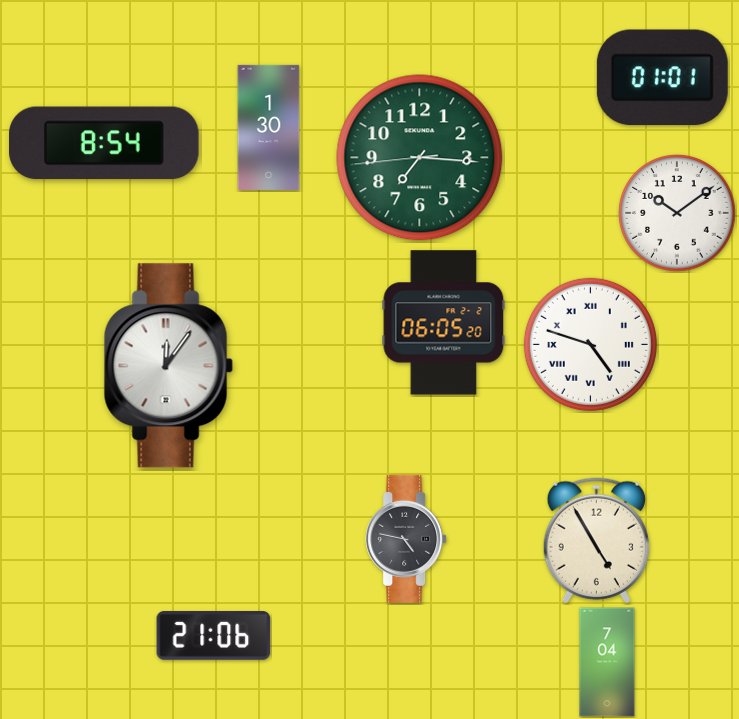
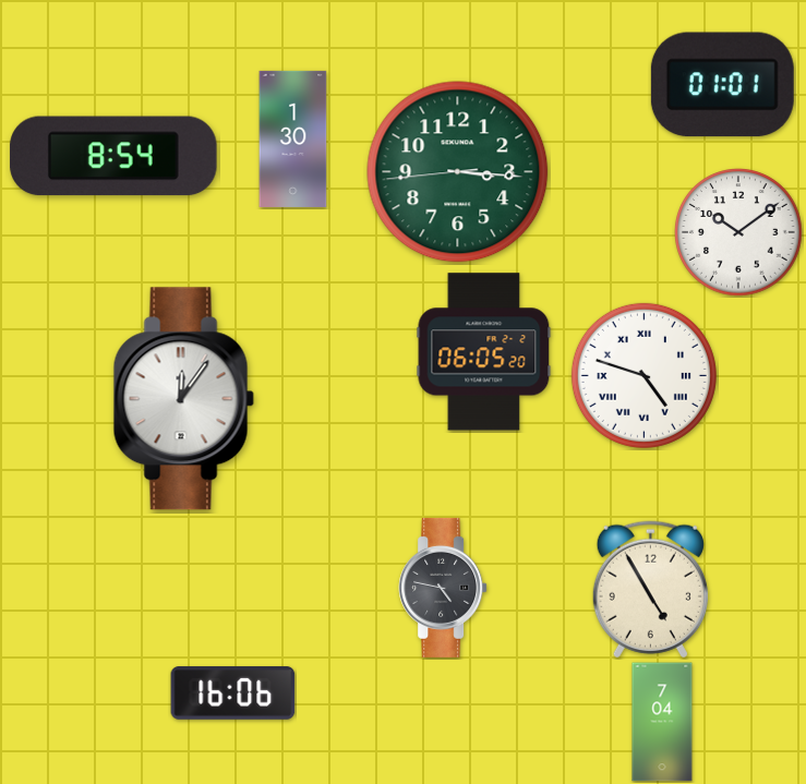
clock at (420, 158): 7:15 -> 3:15
clock at (214, 636): 21:06 -> 16:06
